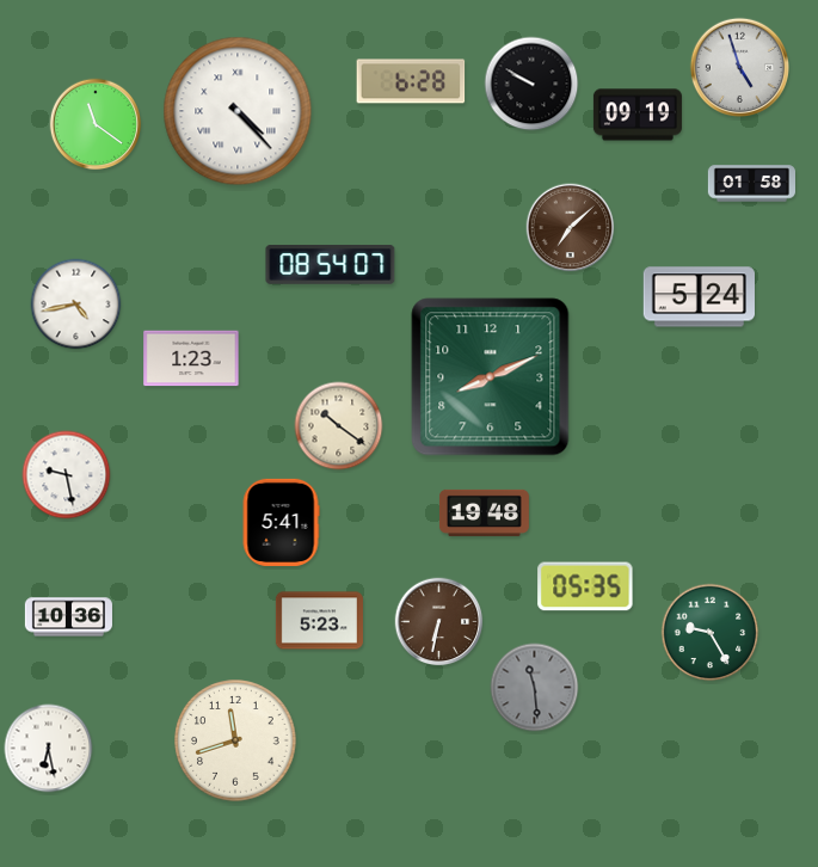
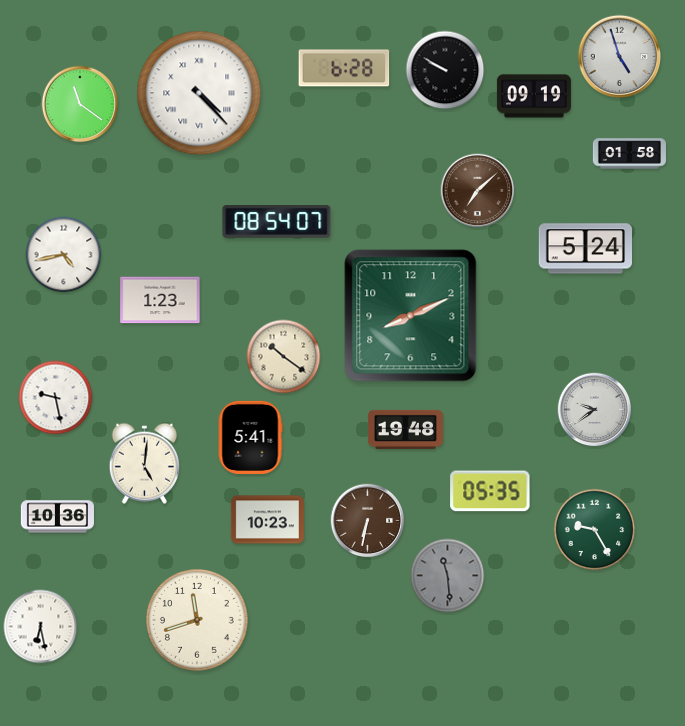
clock at (595, 410): none -> 9:39
clock at (281, 522) position: (281, 522) -> (250, 437)
clock at (144, 463): none -> 5:01
clock at (319, 621): 5:23 -> 10:23
